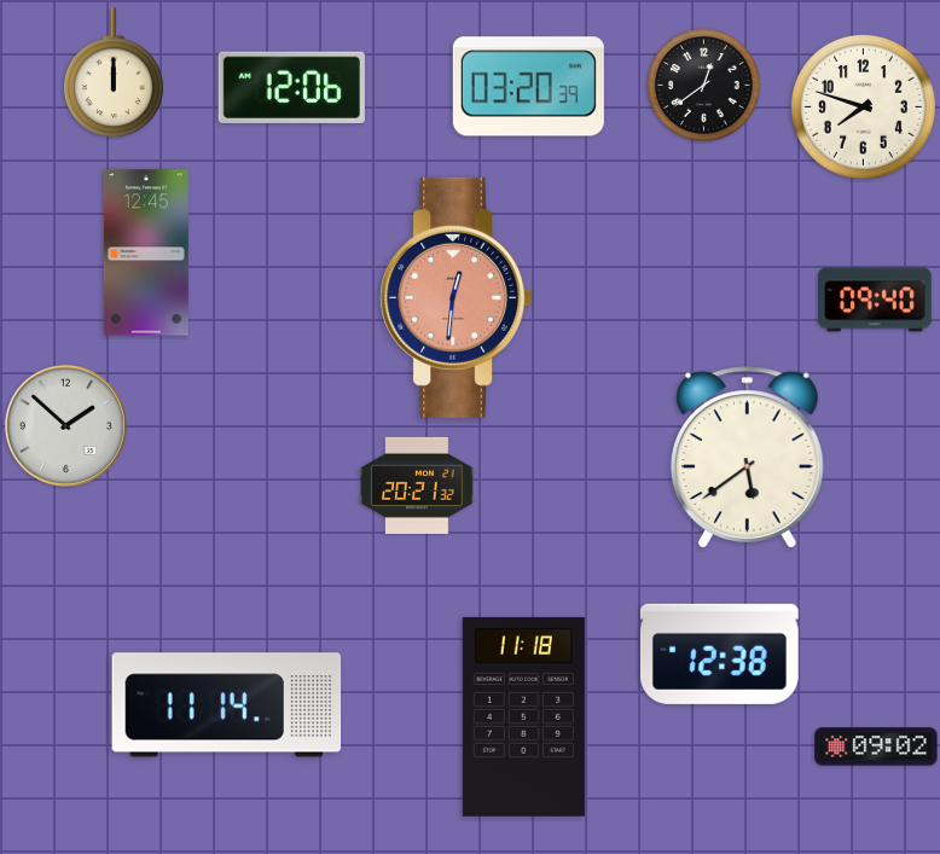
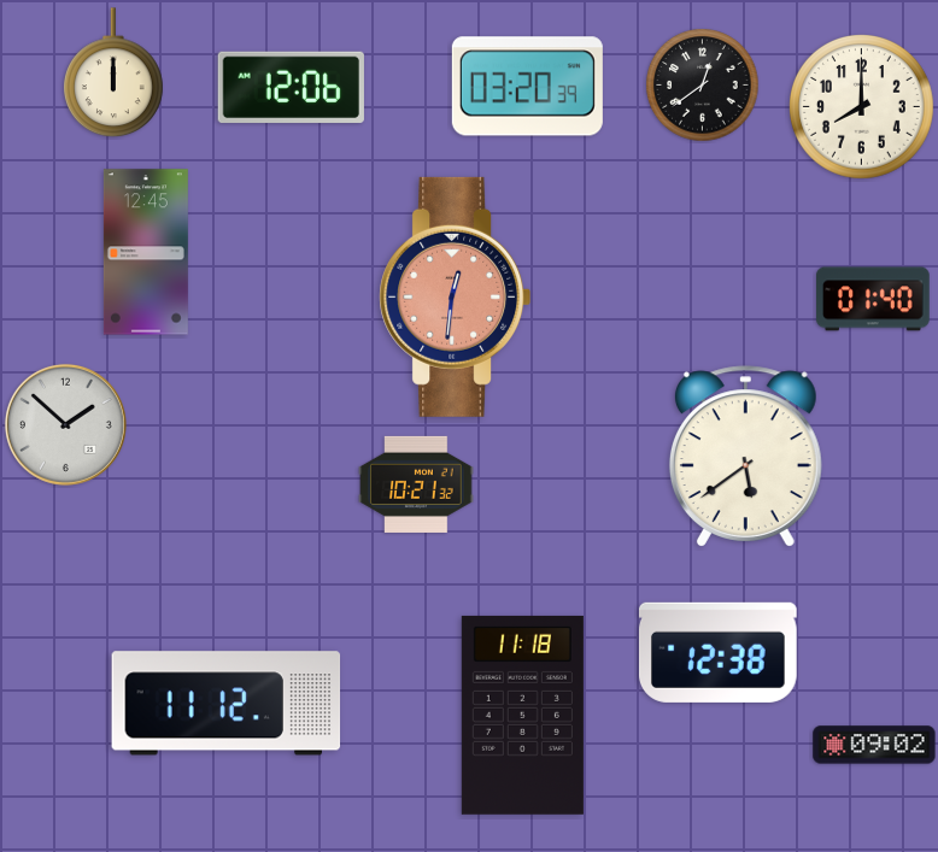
clock at (864, 108): 7:48 -> 8:00
clock at (876, 300): 09:40 -> 01:40
clock at (417, 486): 20:21 -> 10:21
clock at (227, 705): 11:14 -> 11:12
